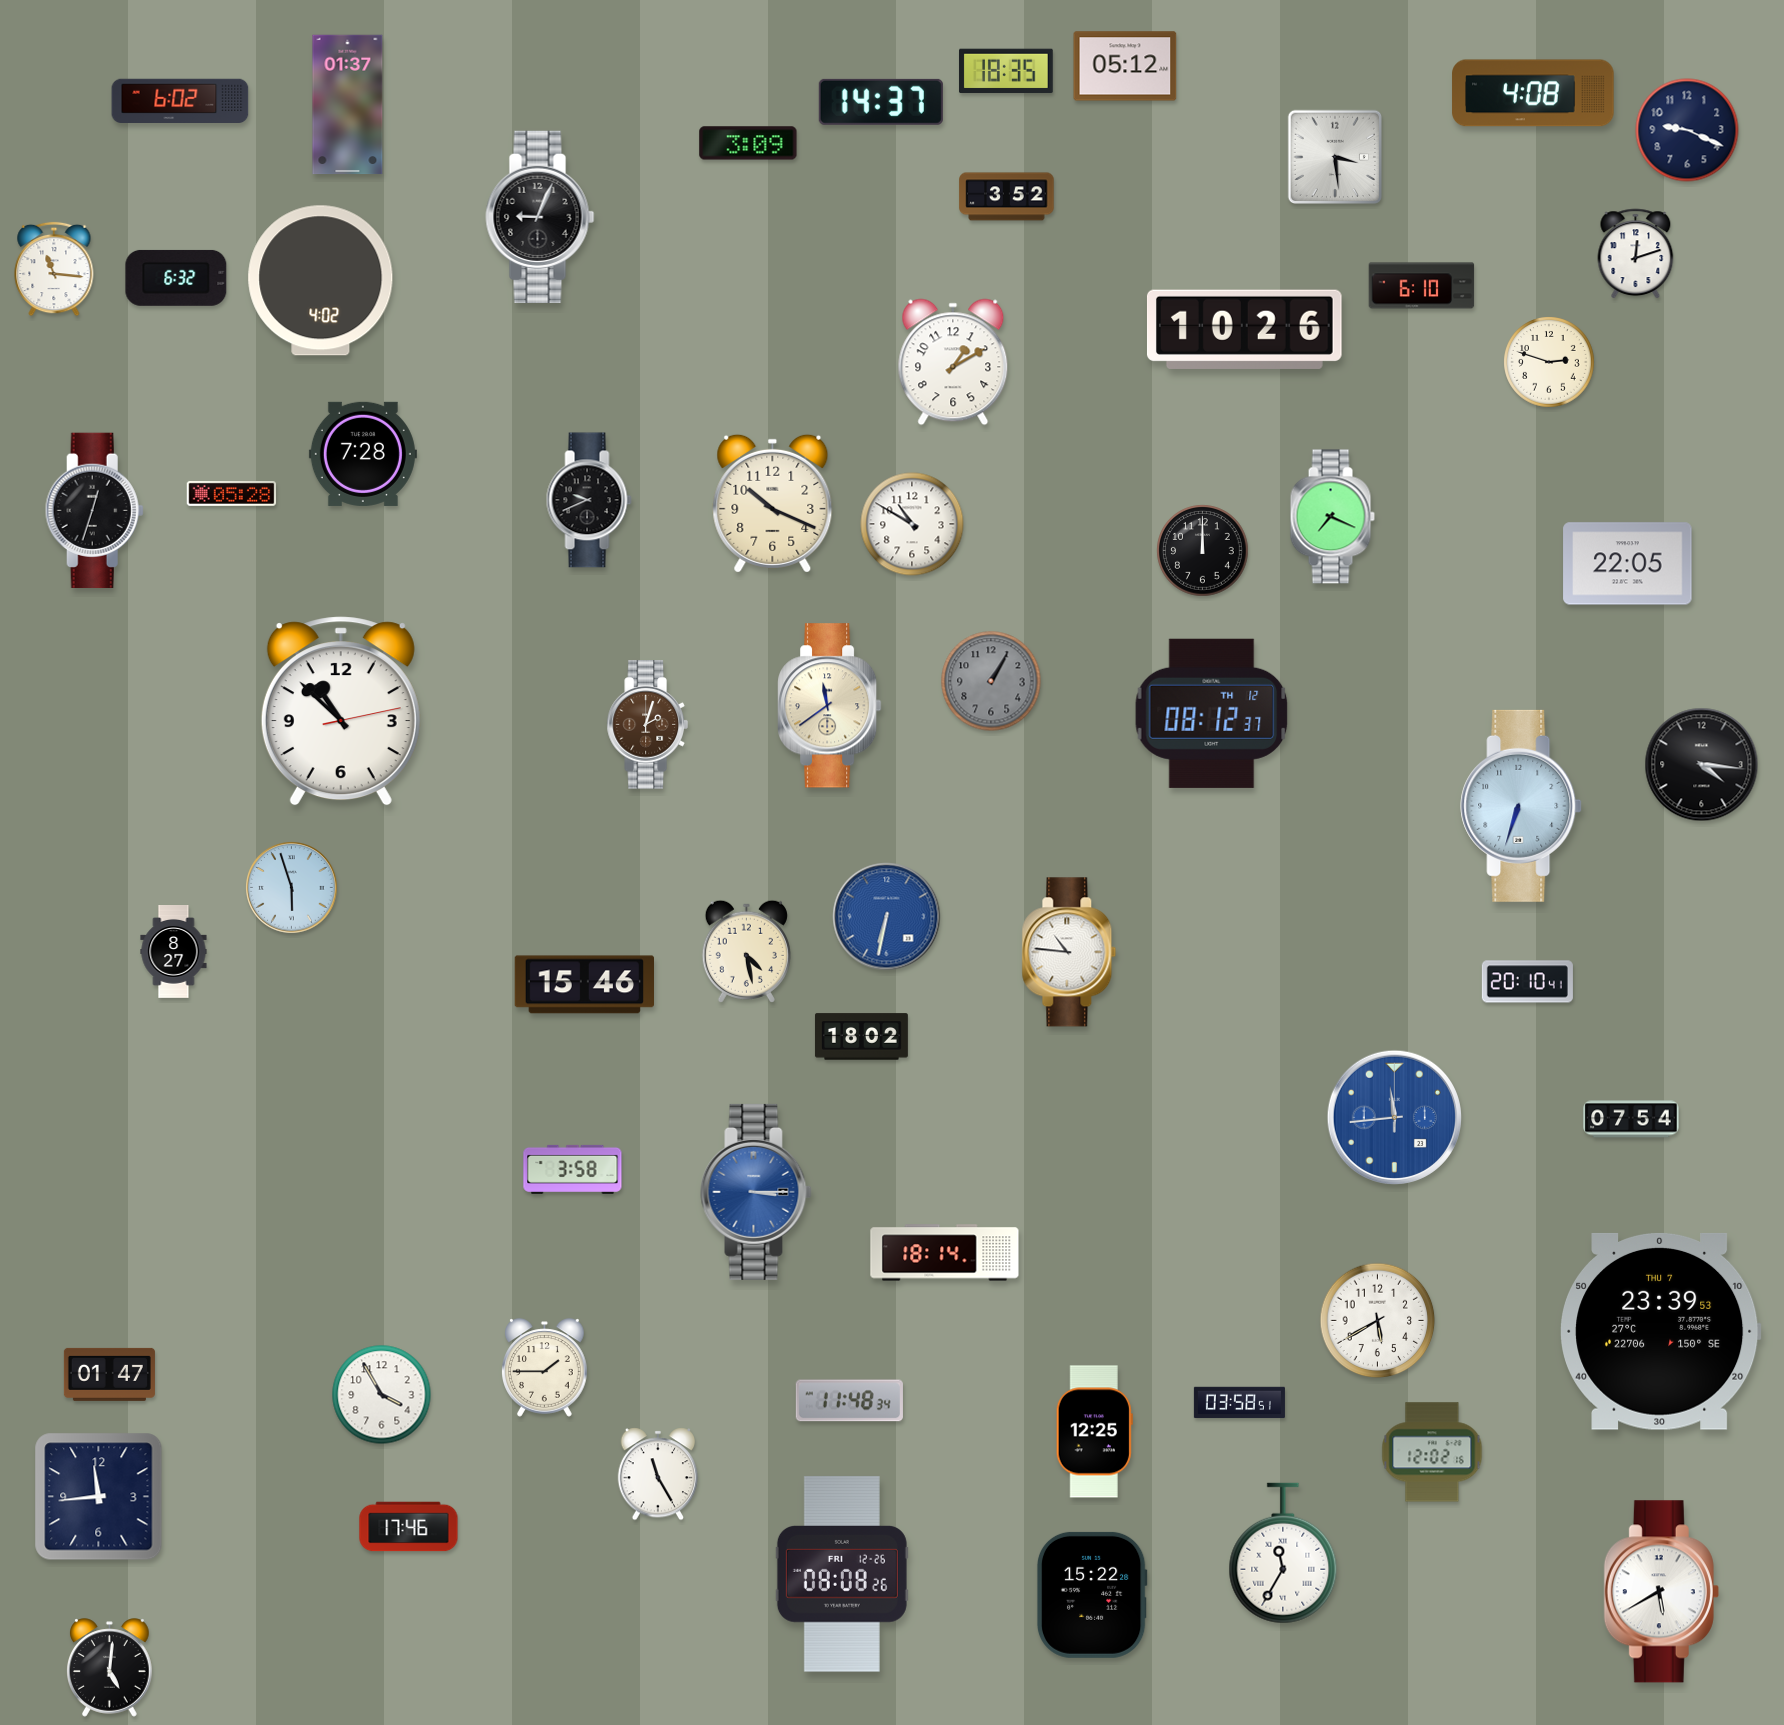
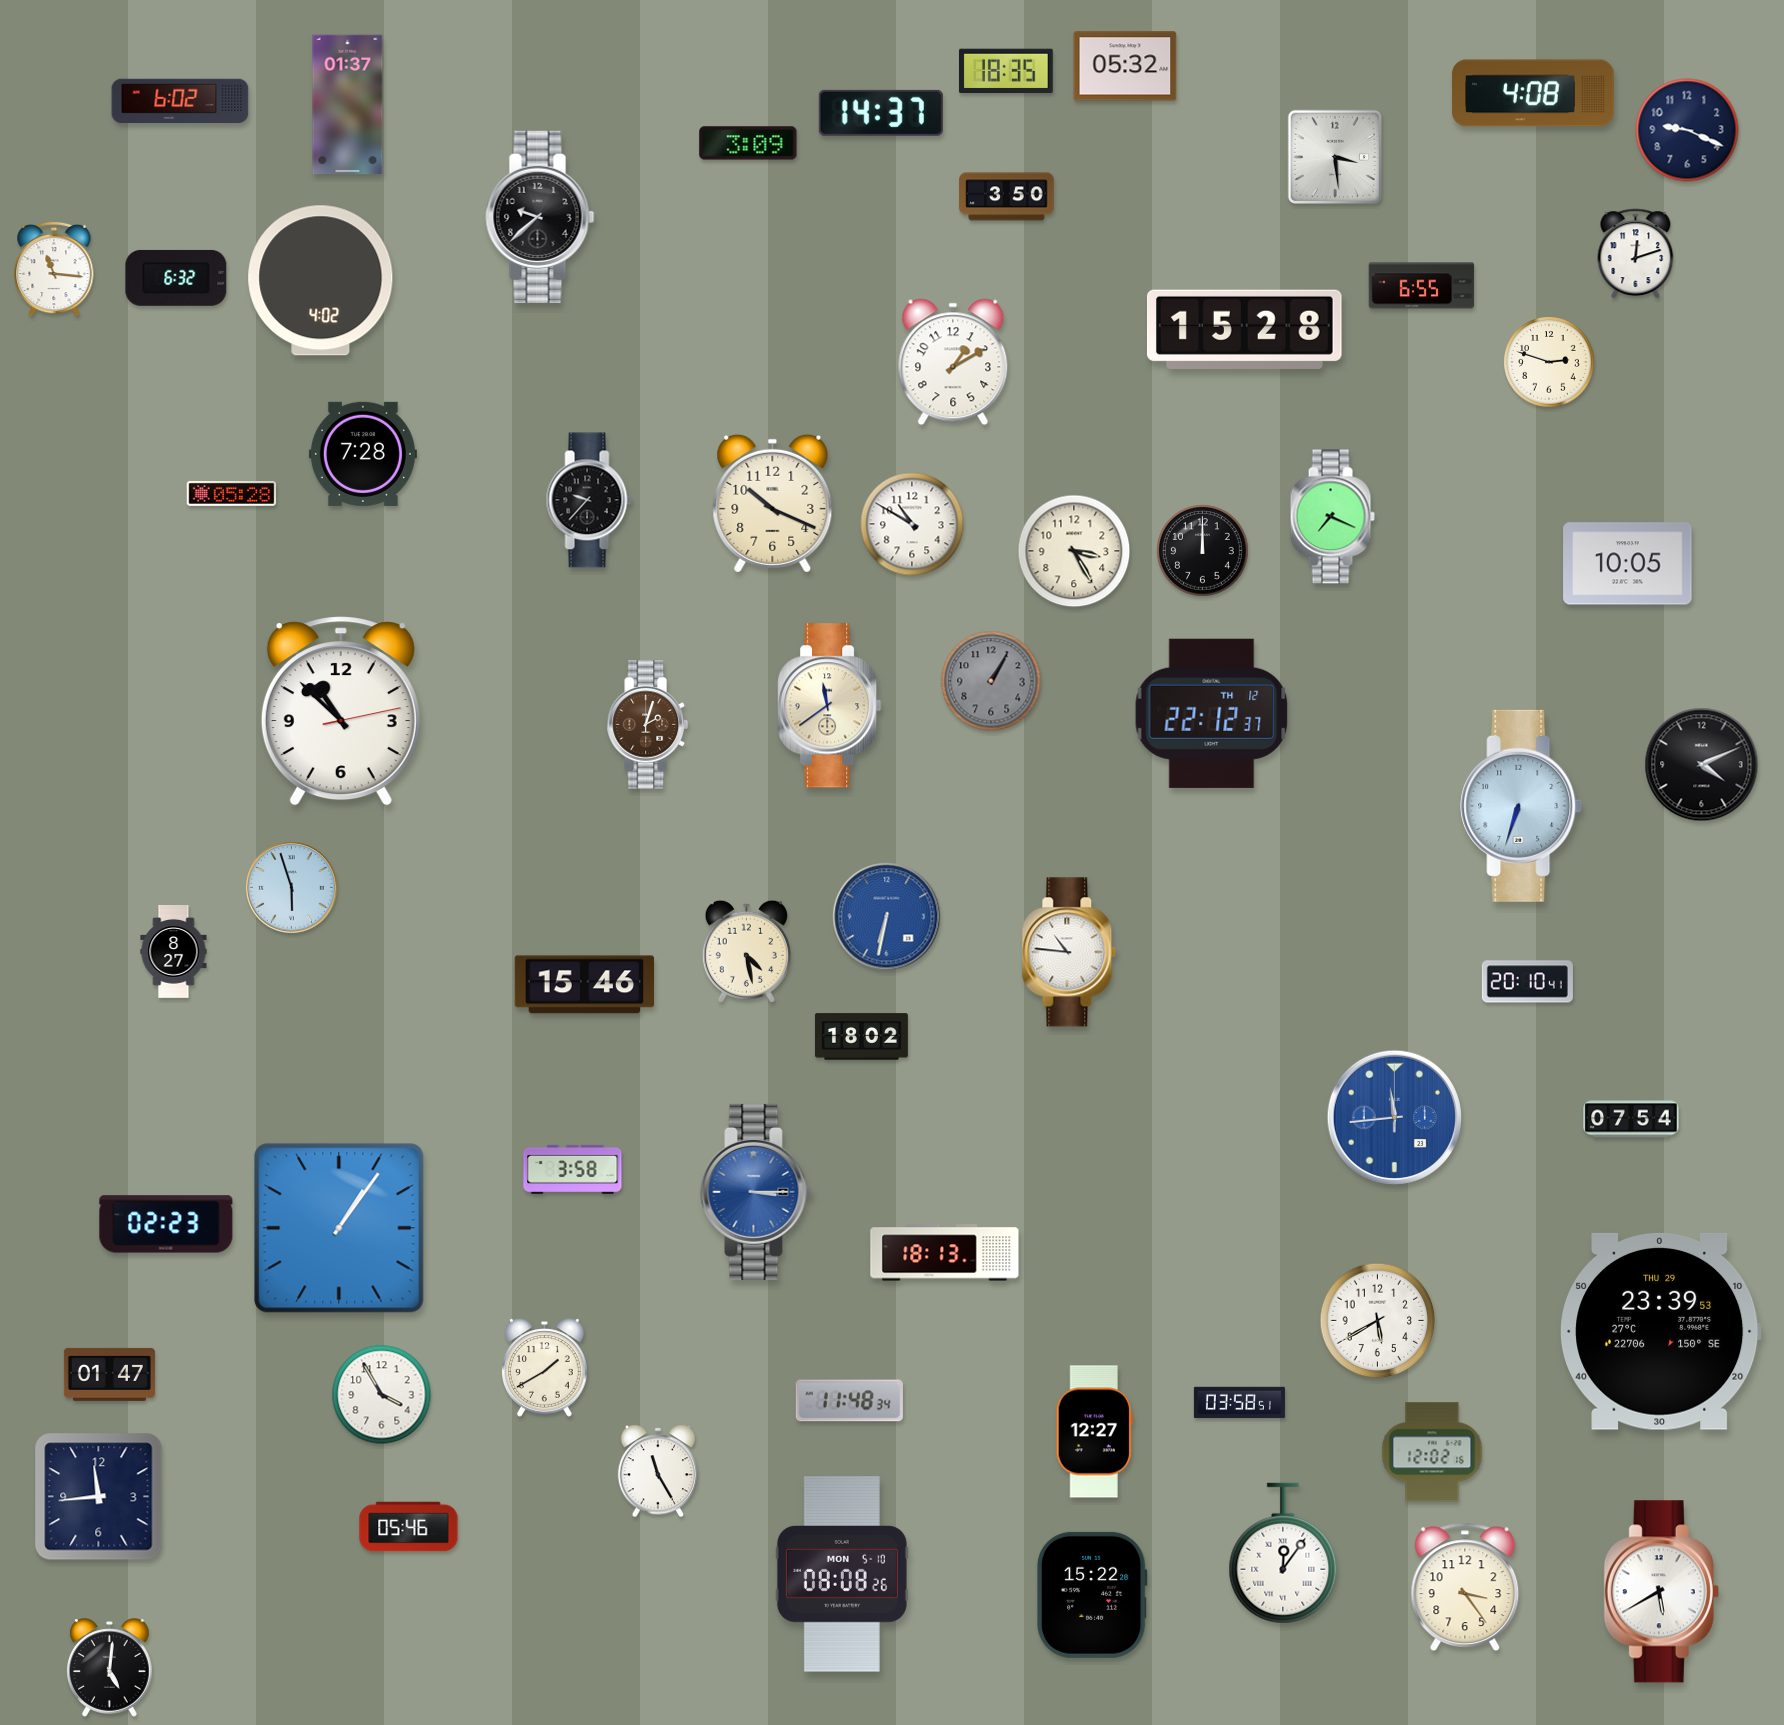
clock at (1125, 66): 05:12 -> 05:32
clock at (881, 102) position: (881, 102) -> (881, 113)
clock at (1007, 197): 3:52 -> 3:50
clock at (540, 216): 9:04 -> 9:38
clock at (1422, 286): 6:10 -> 6:55
clock at (1244, 329): 10:26 -> 15:28
clock at (589, 500): 9:41 -> 9:37
clock at (94, 511): 12:33 -> none
clock at (1074, 551): none -> 3:25
clock at (1628, 564): 22:05 -> 10:05
clock at (1212, 713): 08:12 -> 22:12
clock at (1702, 765): 4:16 -> 4:11
clock at (166, 1224): none -> 02:23
clock at (339, 1228): none -> 1:06
clock at (945, 1253): 18:14 -> 18:13
clock at (1661, 1331) date: THU 7 -> THU 29
clock at (545, 1368): 1:45 -> 1:40
clock at (1094, 1432): 12:25 -> 12:27
clock at (658, 1474) position: (658, 1474) -> (658, 1471)
clock at (409, 1527): 17:46 -> 05:46
clock at (1283, 1553): 11:35 -> 12:06
clock at (842, 1574) date: FRI 12-26 -> MON 5-10
clock at (1465, 1586): none -> 3:24
